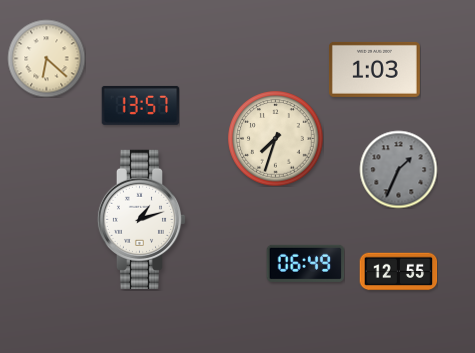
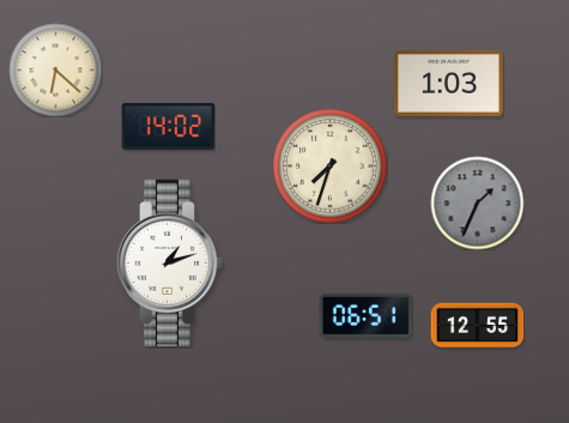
clock at (140, 105): 13:57 -> 14:02
clock at (305, 263): 06:49 -> 06:51
